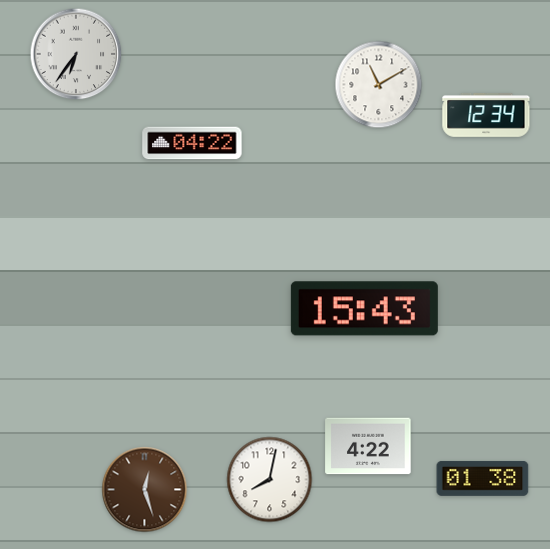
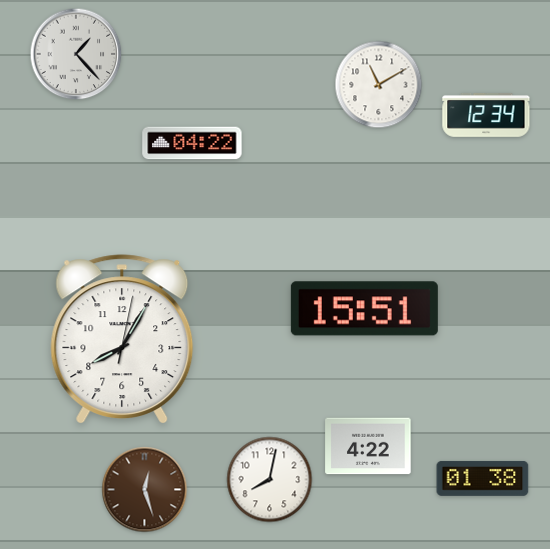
clock at (76, 54): 6:36 -> 1:23
clock at (364, 309): 15:43 -> 15:51
clock at (122, 339): none -> 8:05
